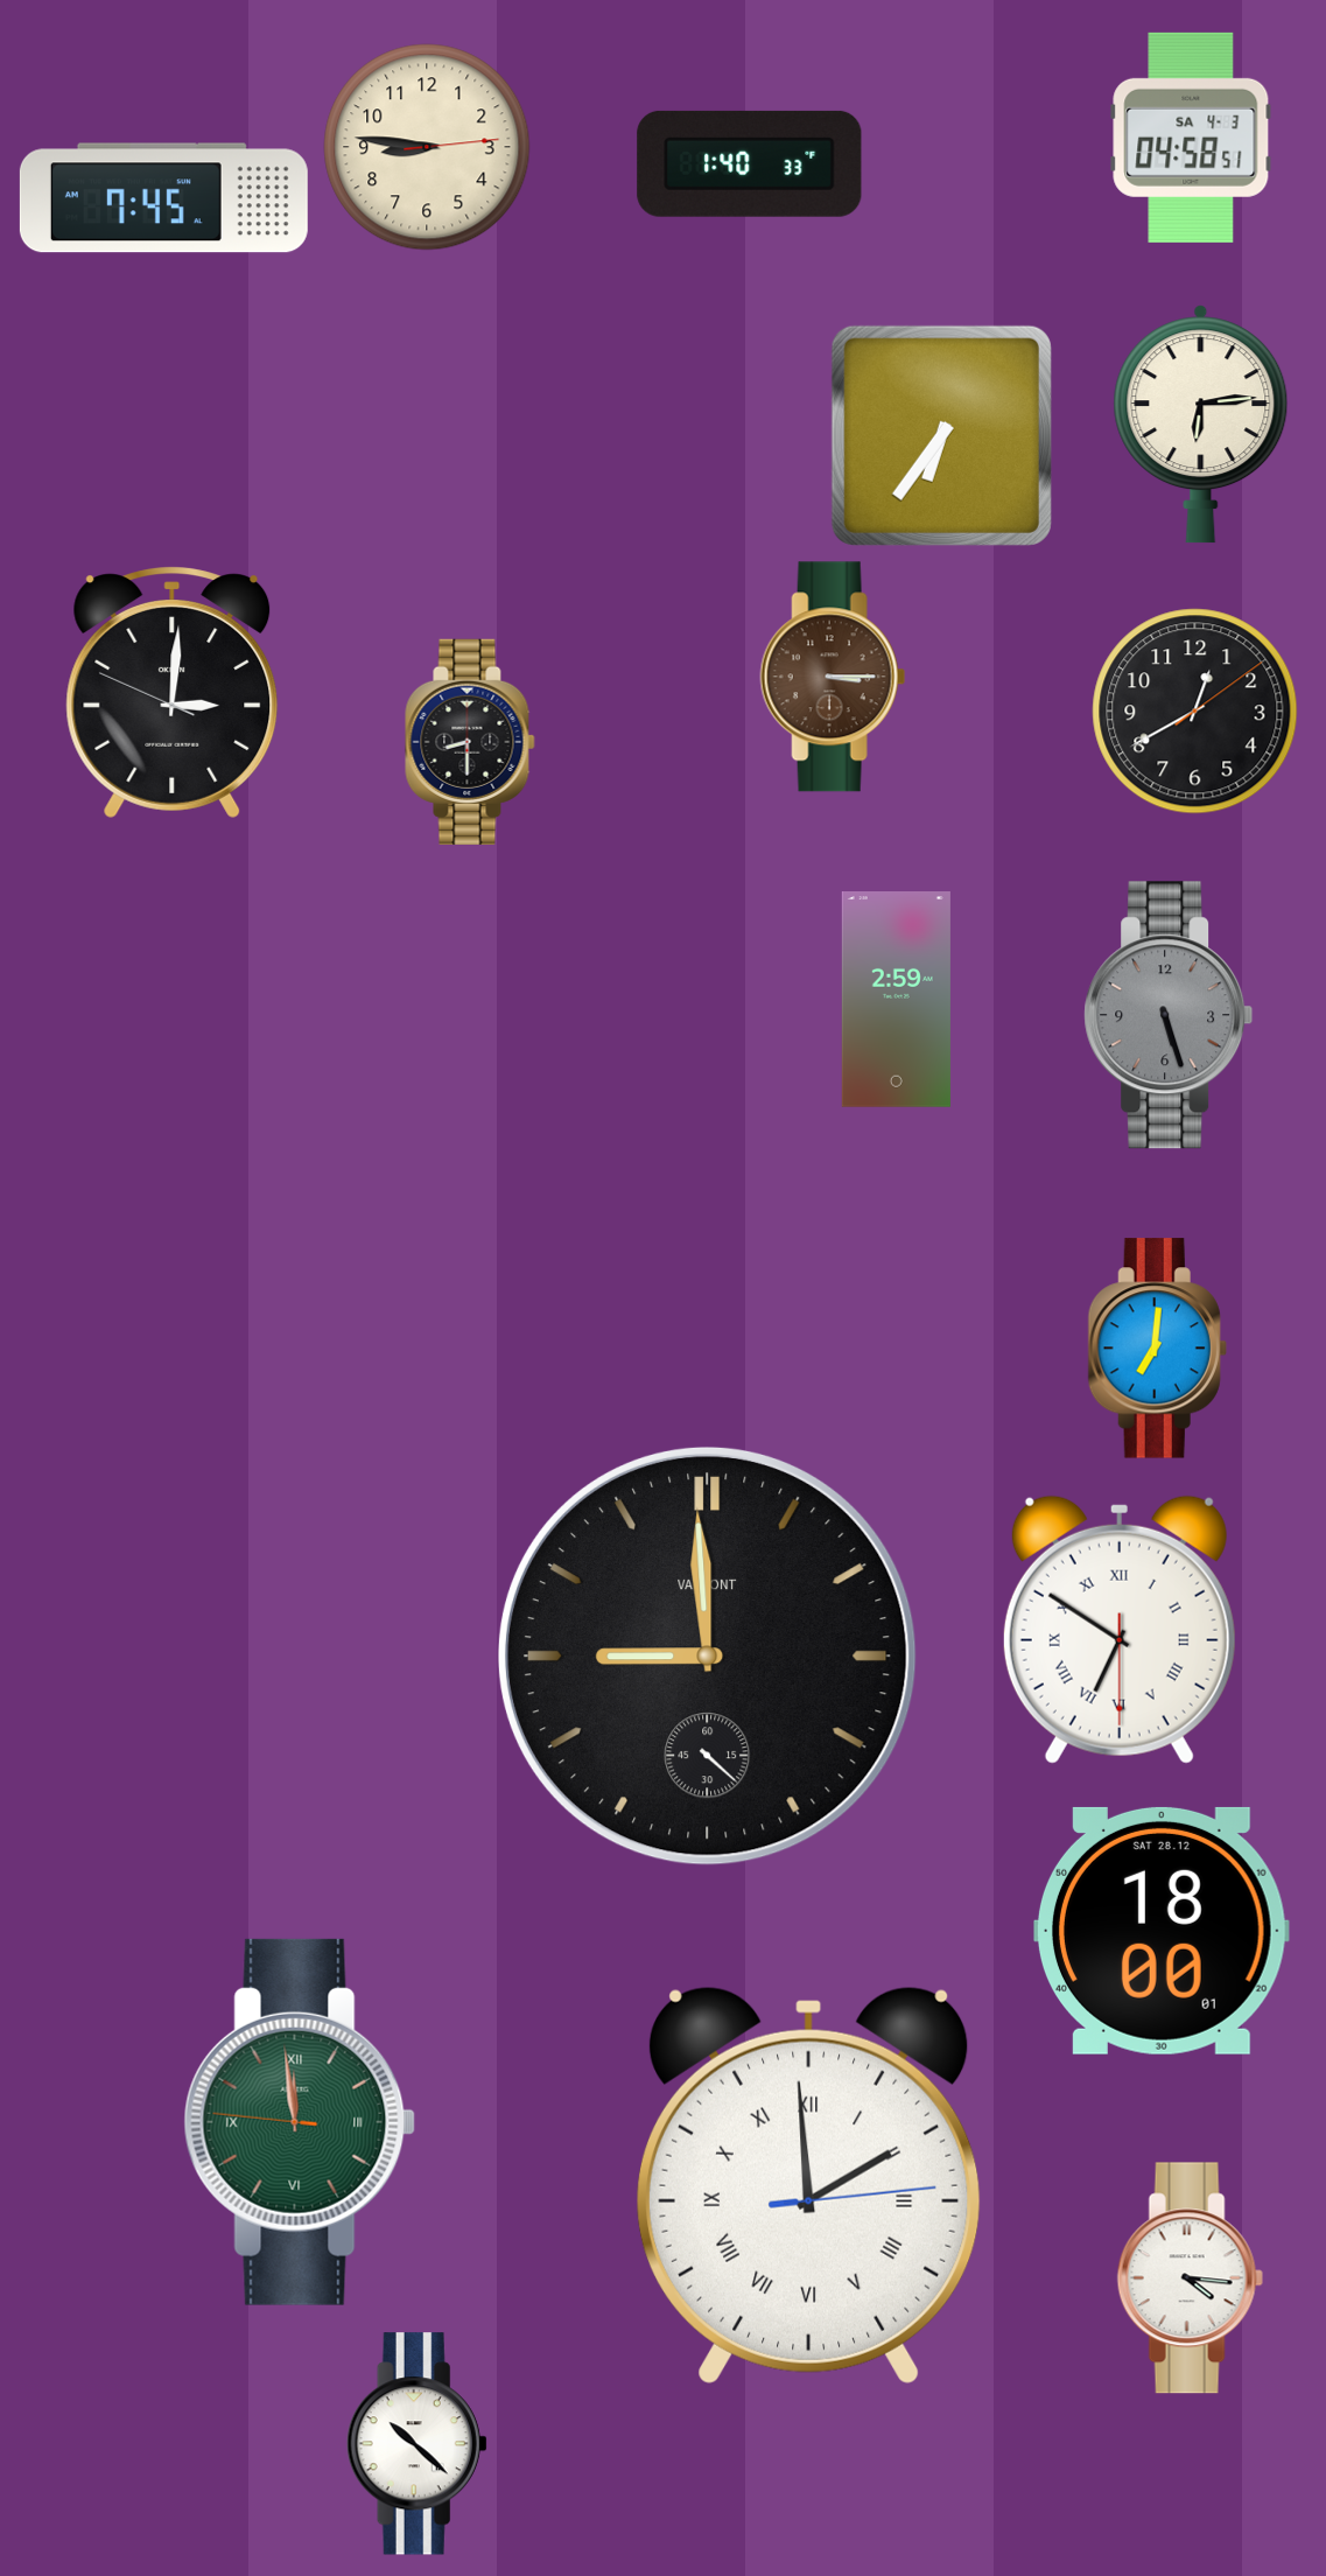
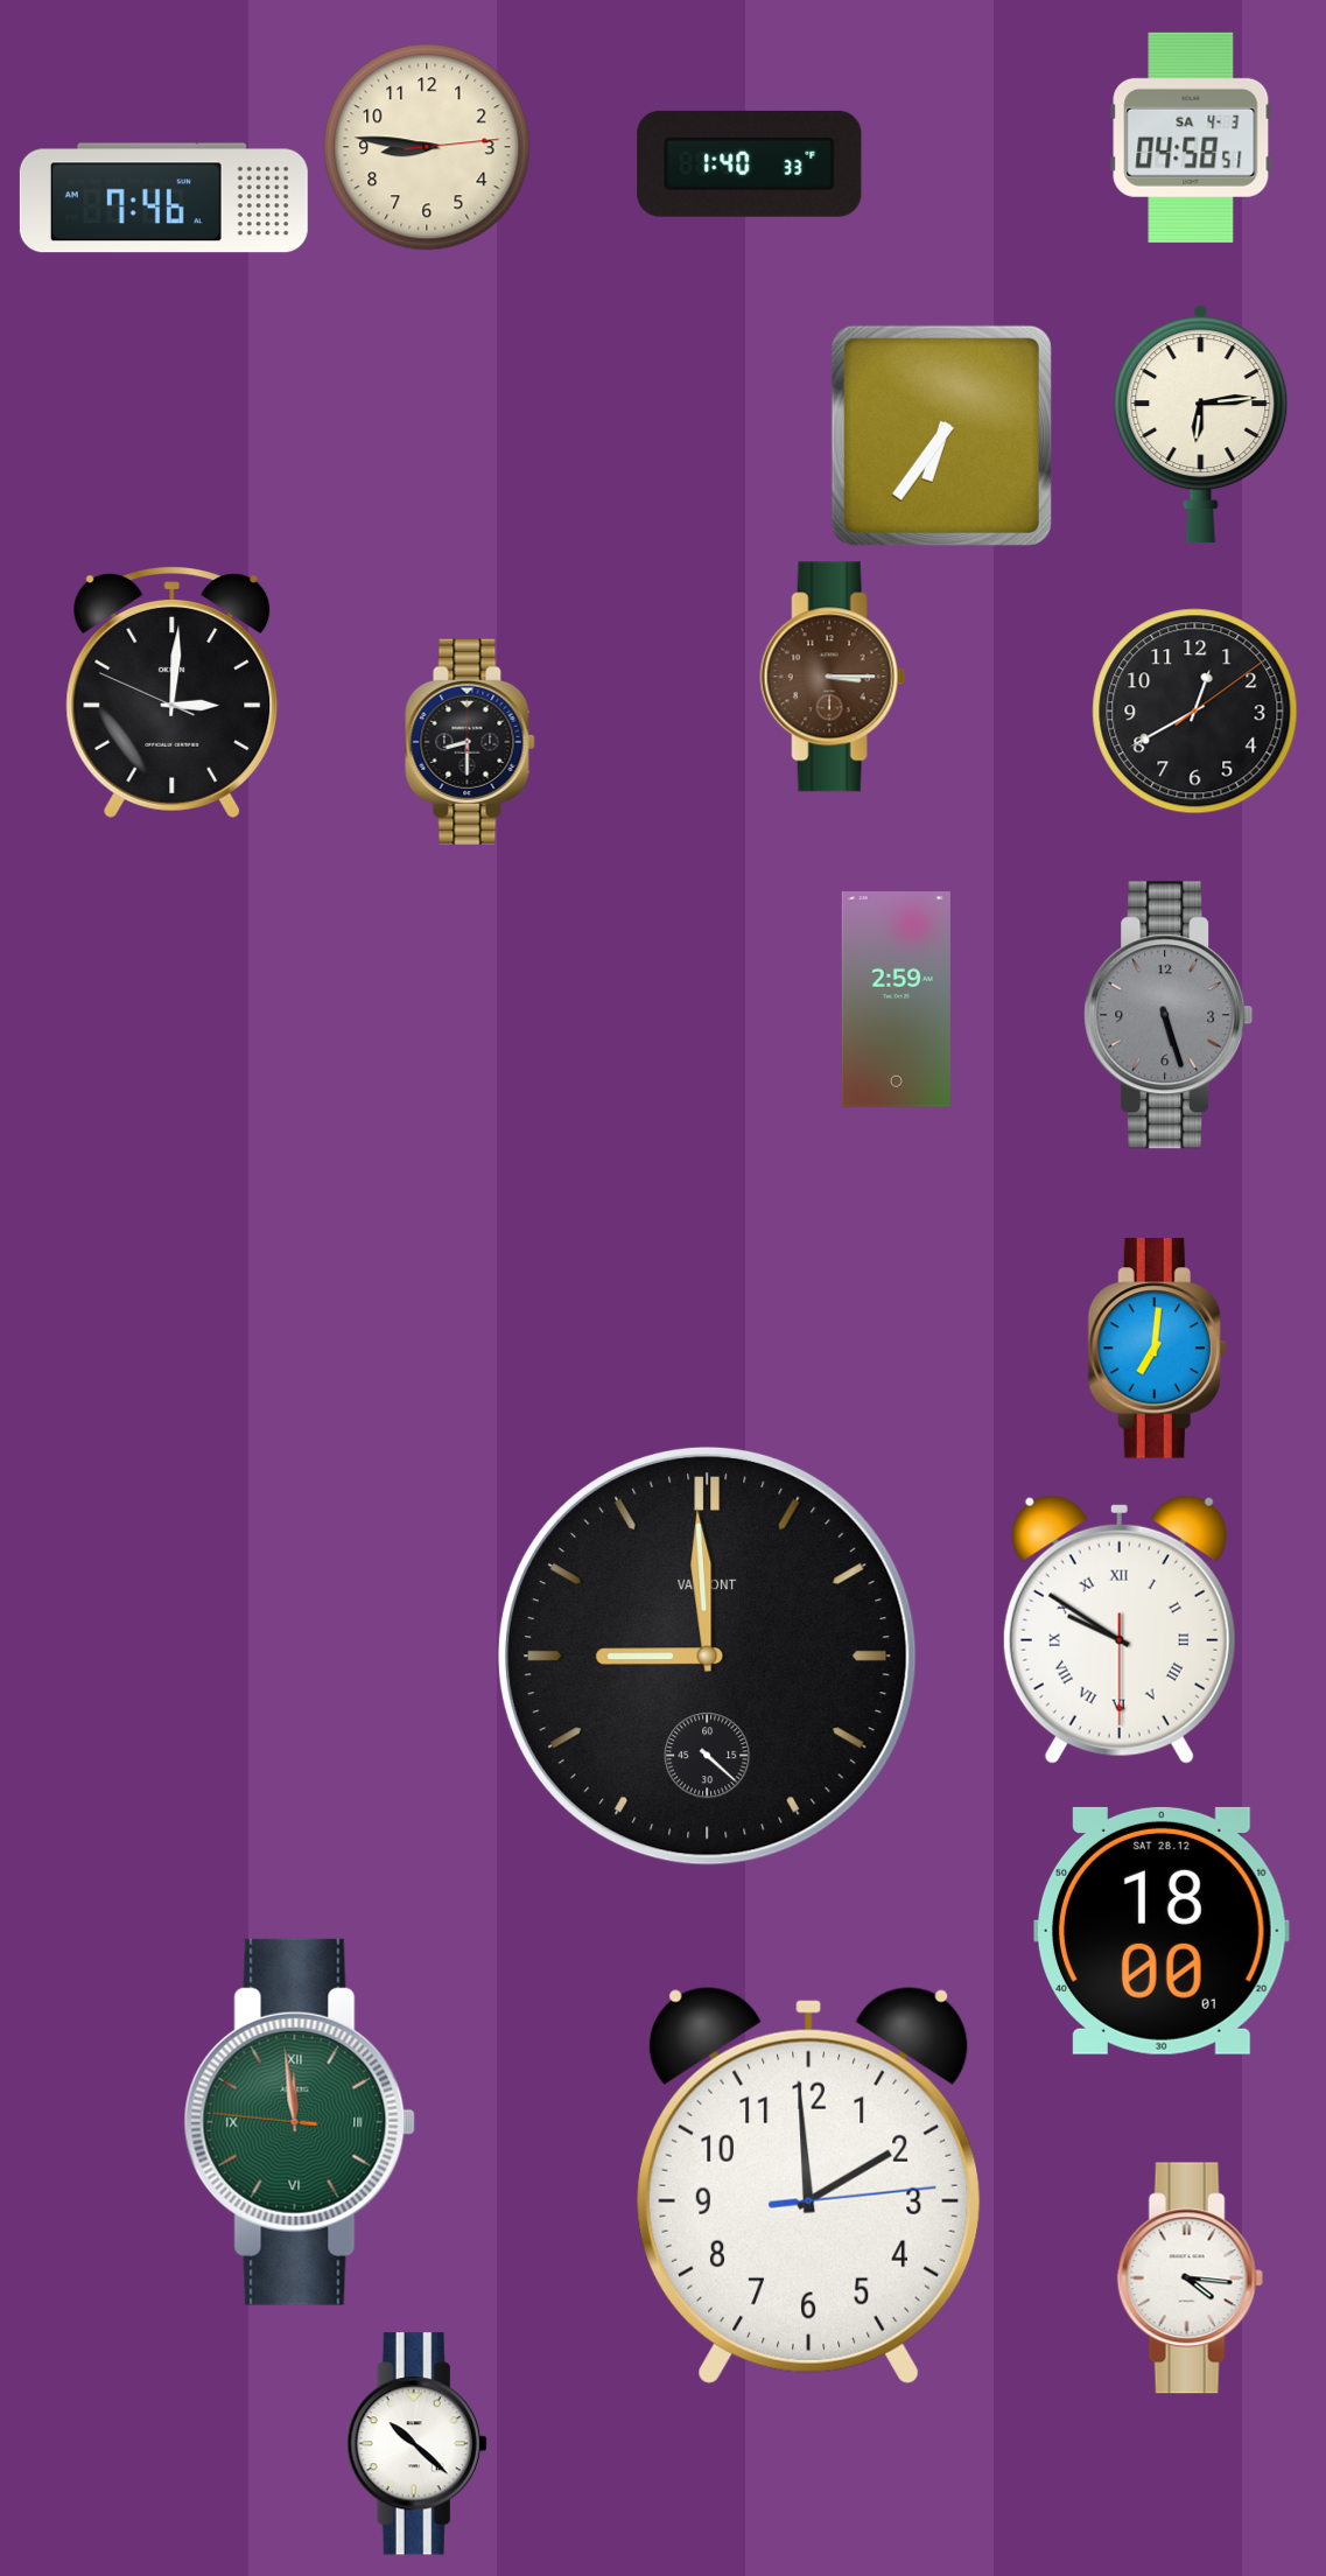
clock at (163, 198): 7:45 -> 7:46
clock at (1120, 1630): 6:50 -> 9:50
clock at (809, 2185) numerals: Roman -> Arabic
